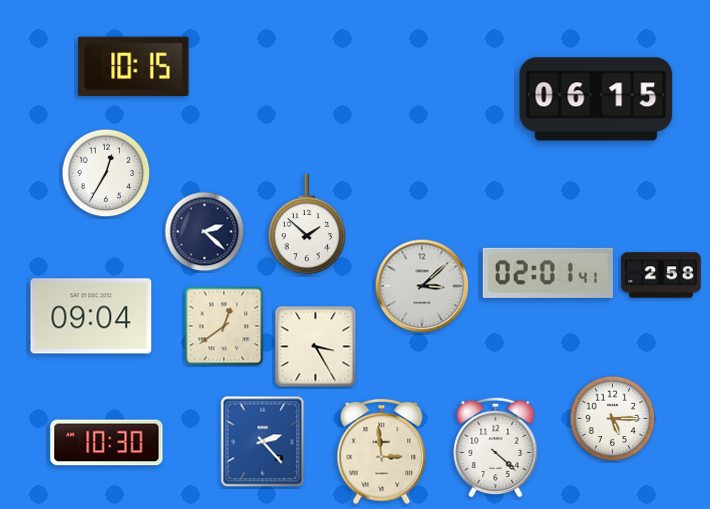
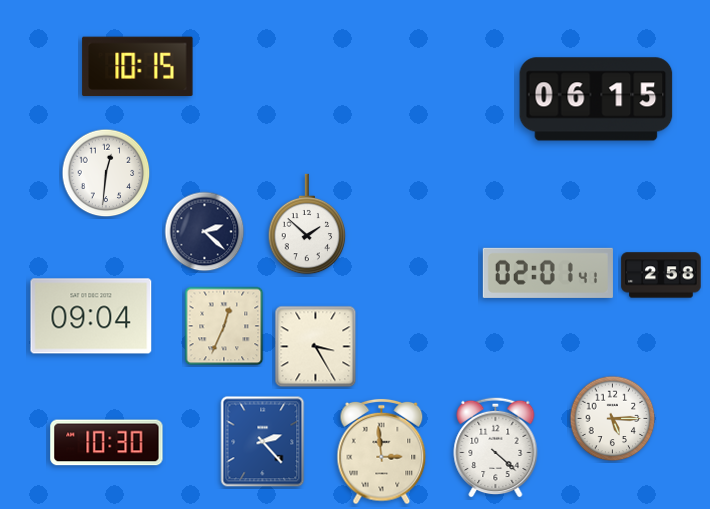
clock at (134, 67) position: (134, 67) -> (138, 67)
clock at (106, 173): 12:35 -> 12:31
clock at (422, 286): 3:08 -> none
clock at (224, 326): 12:39 -> 12:34
